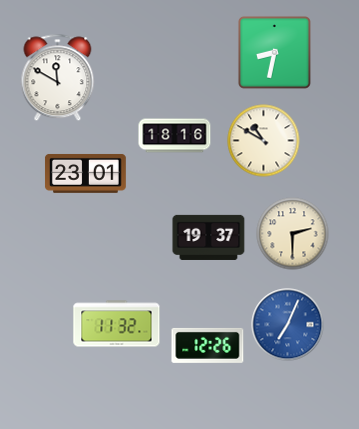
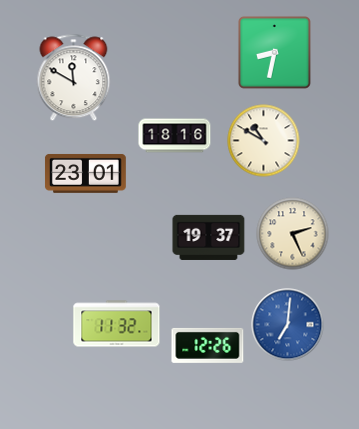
clock at (58, 78) position: (58, 78) -> (74, 78)
clock at (293, 234): 2:30 -> 2:26
clock at (288, 325): 7:04 -> 7:01
